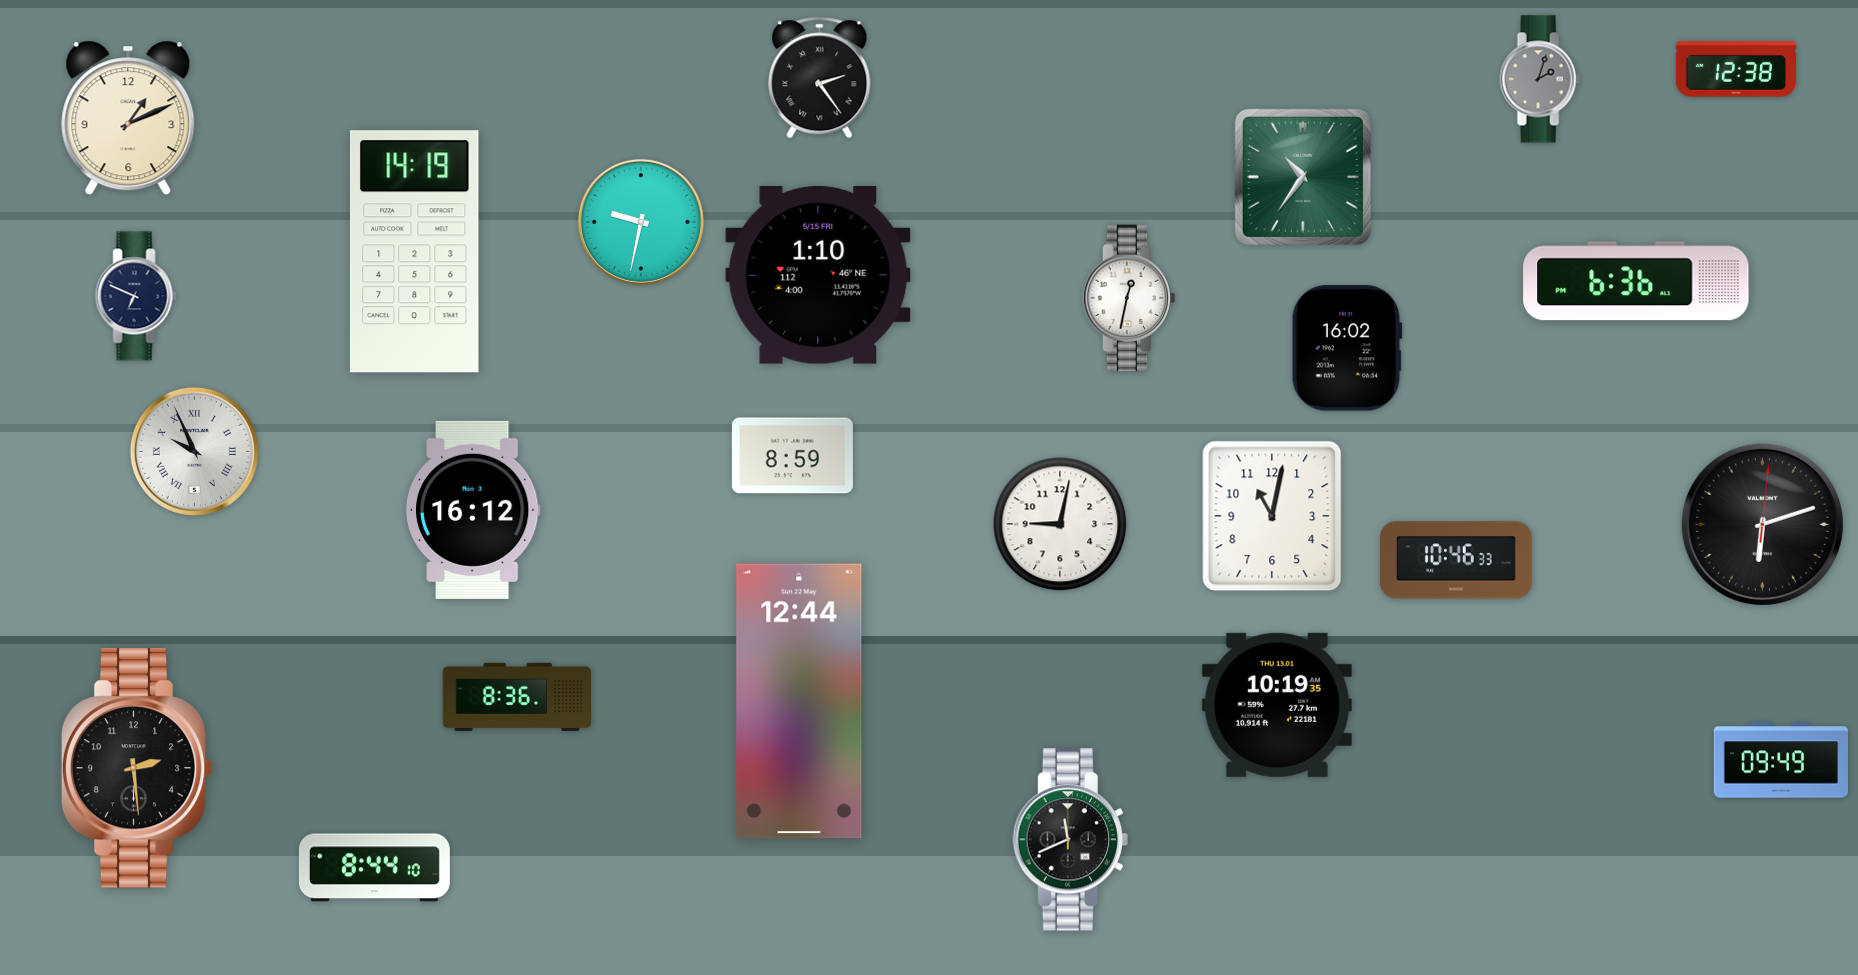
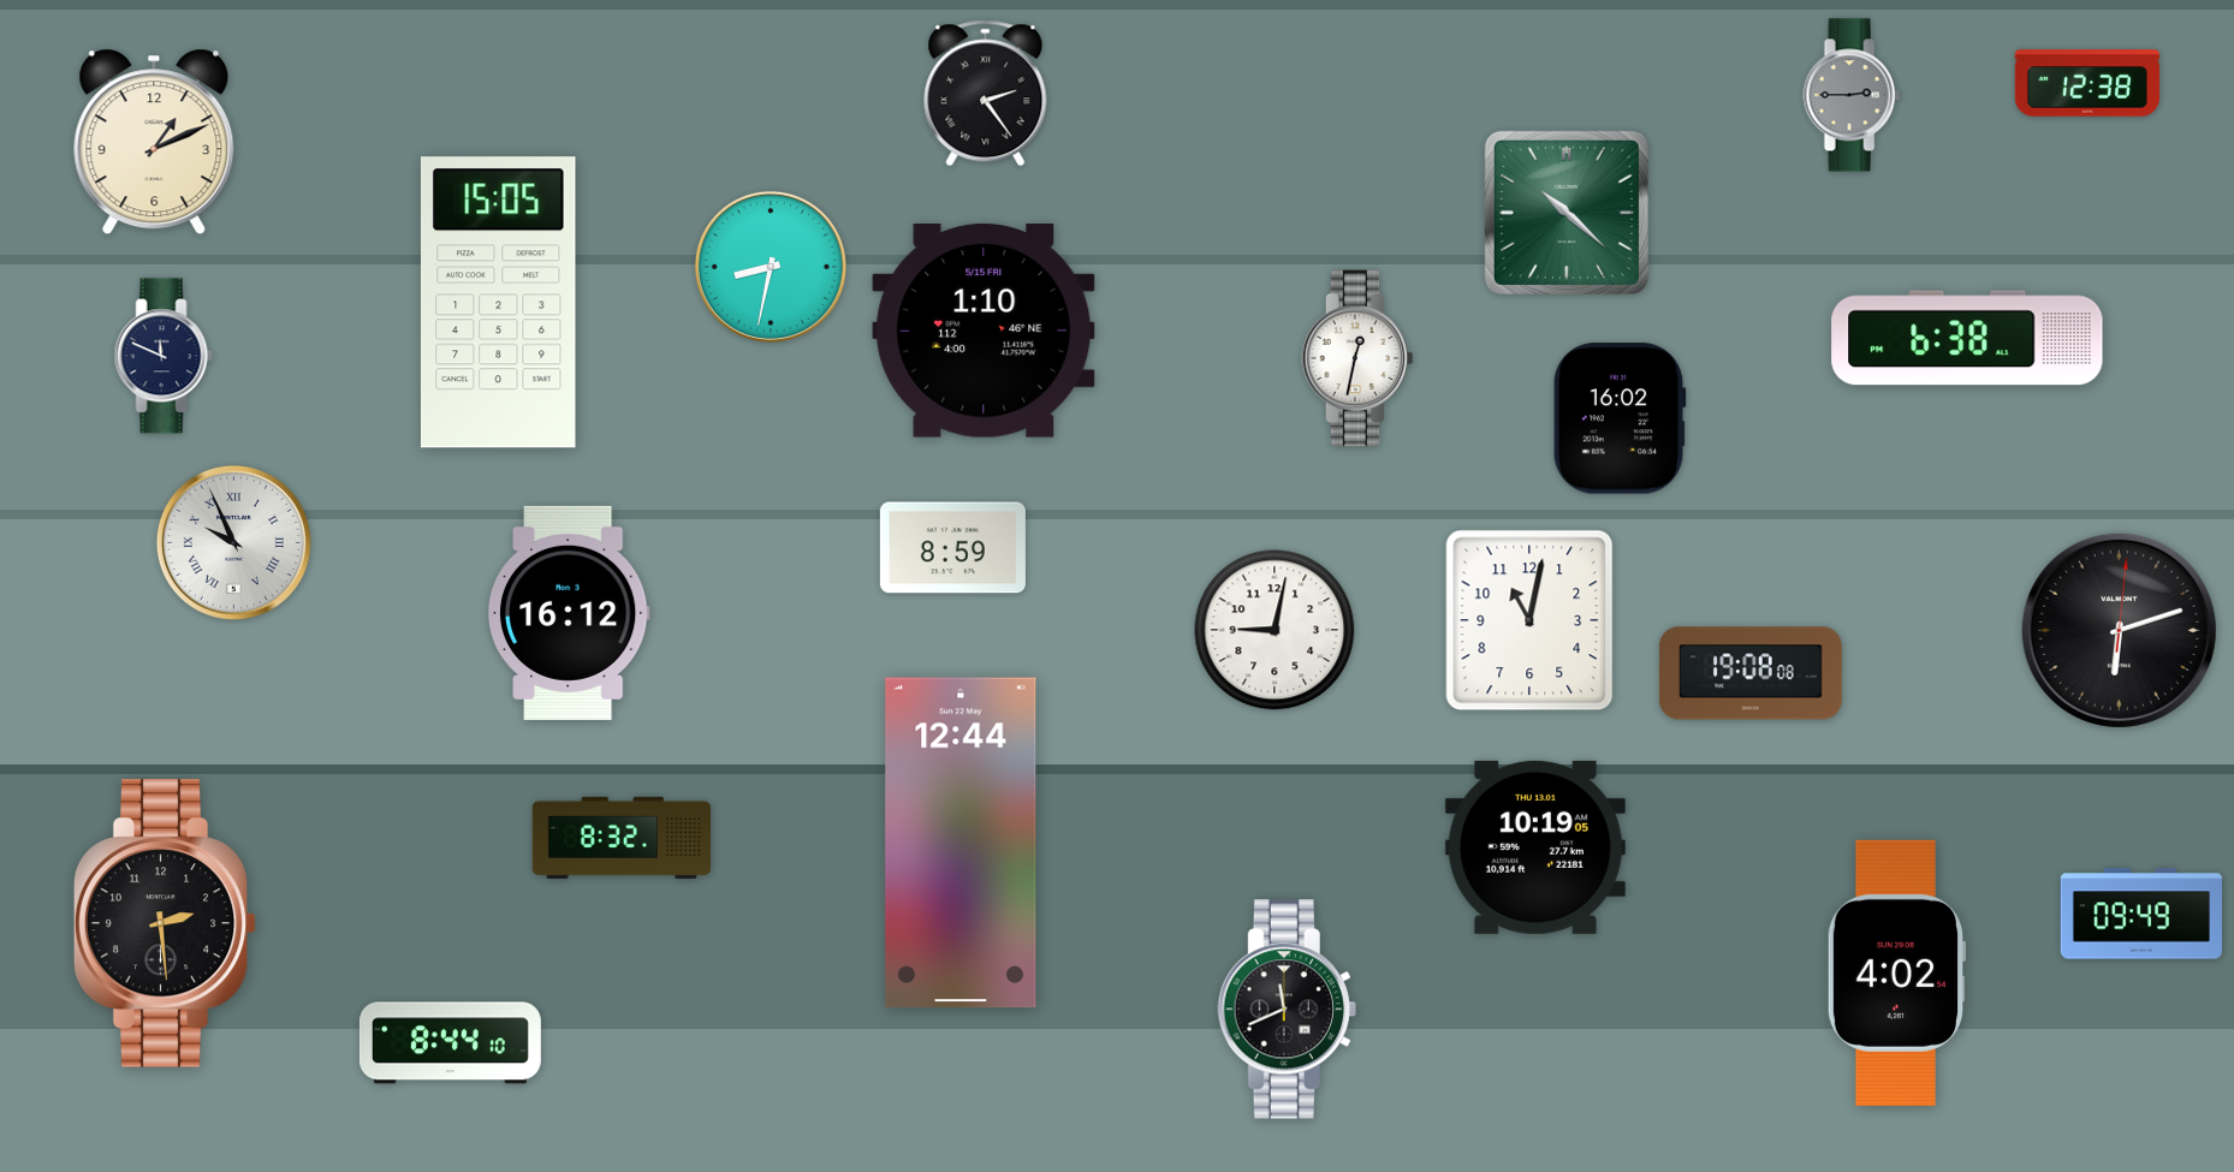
clock at (1540, 79): 2:03 -> 2:45
clock at (1303, 177): 10:36 -> 10:22
clock at (641, 222): 9:32 -> 8:32
clock at (414, 252): 14:19 -> 15:05
clock at (1636, 281): 6:36 -> 6:38
clock at (136, 296): 6:49 -> 11:49
clock at (1456, 560): 10:46 -> 19:08
clock at (516, 697): 8:36 -> 8:32
clock at (1277, 705): 10:19:35 -> 10:19:05
clock at (1896, 972): none -> 4:02
